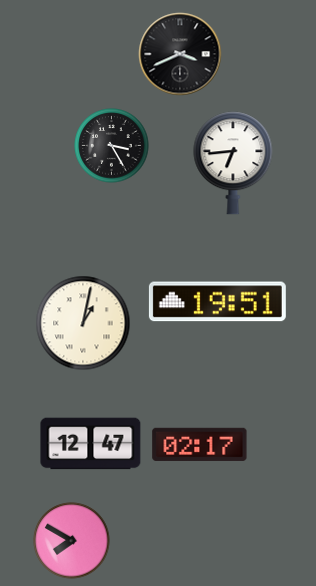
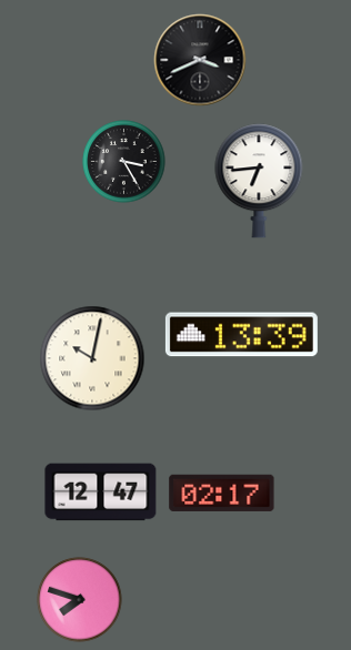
clock at (217, 302): 19:51 -> 13:39
clock at (83, 323): 1:02 -> 10:02
clock at (72, 541): 7:50 -> 7:48
